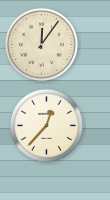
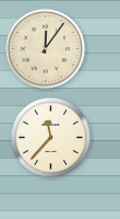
clock at (46, 125): 12:37 -> 11:37
